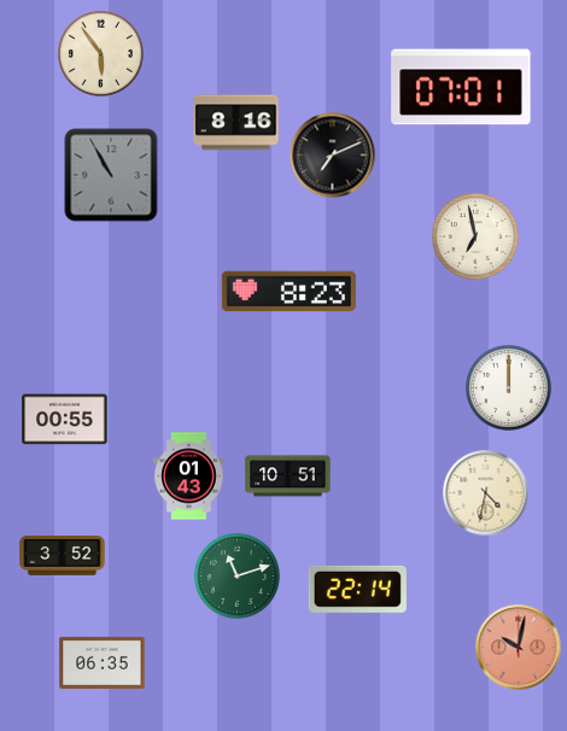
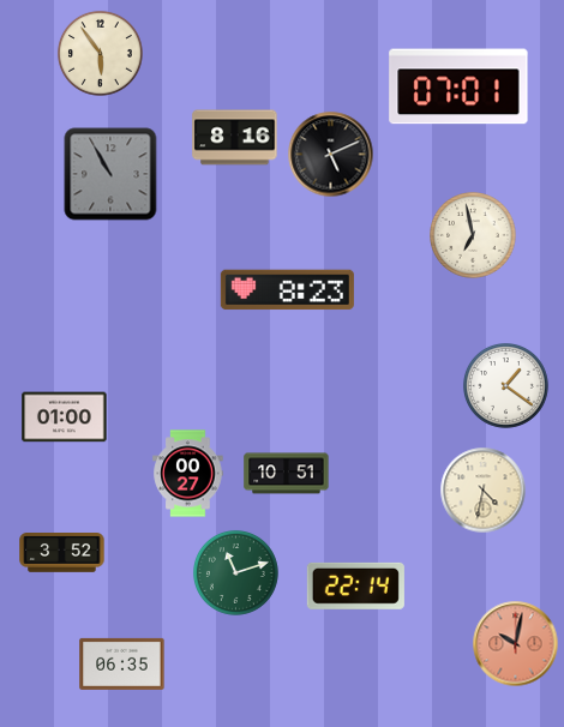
clock at (236, 123) position: (236, 123) -> (235, 138)
clock at (333, 156): 7:11 -> 5:11
clock at (508, 387): 12:00 -> 1:21
clock at (65, 420): 00:55 -> 01:00
clock at (189, 476): 01:43 -> 00:27
clock at (103, 662) position: (103, 662) -> (122, 663)
